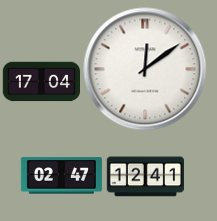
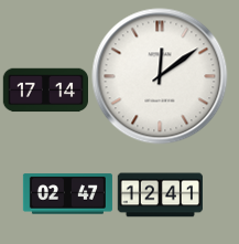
clock at (41, 82): 17:04 -> 17:14
